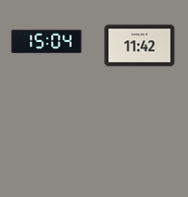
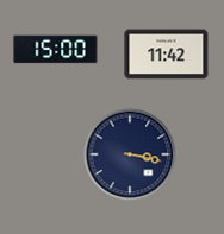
clock at (47, 42): 15:04 -> 15:00
clock at (130, 154): none -> 3:17
